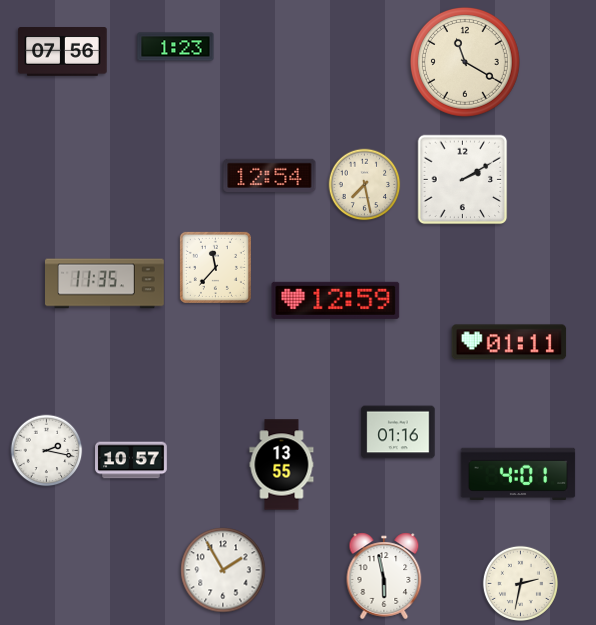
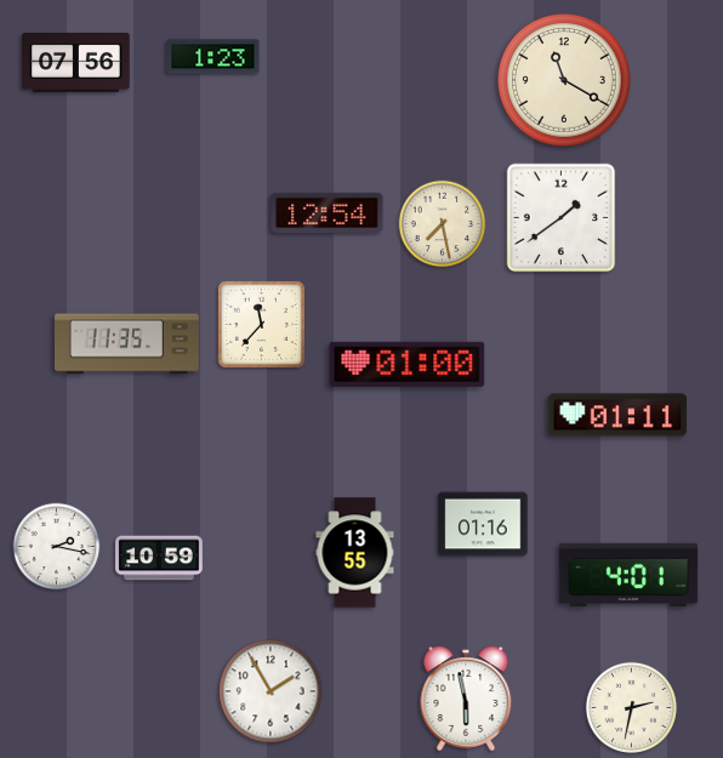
clock at (465, 62) position: (465, 62) -> (564, 80)
clock at (463, 180): 2:10 -> 1:39
clock at (336, 300): 12:59 -> 01:00
clock at (131, 460): 10:57 -> 10:59
clock at (282, 465) position: (282, 465) -> (355, 553)
